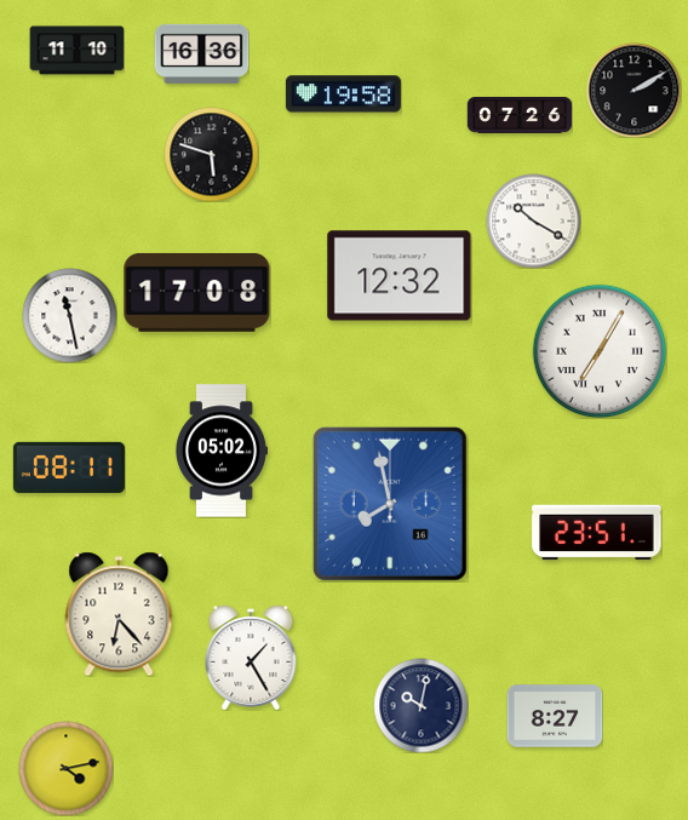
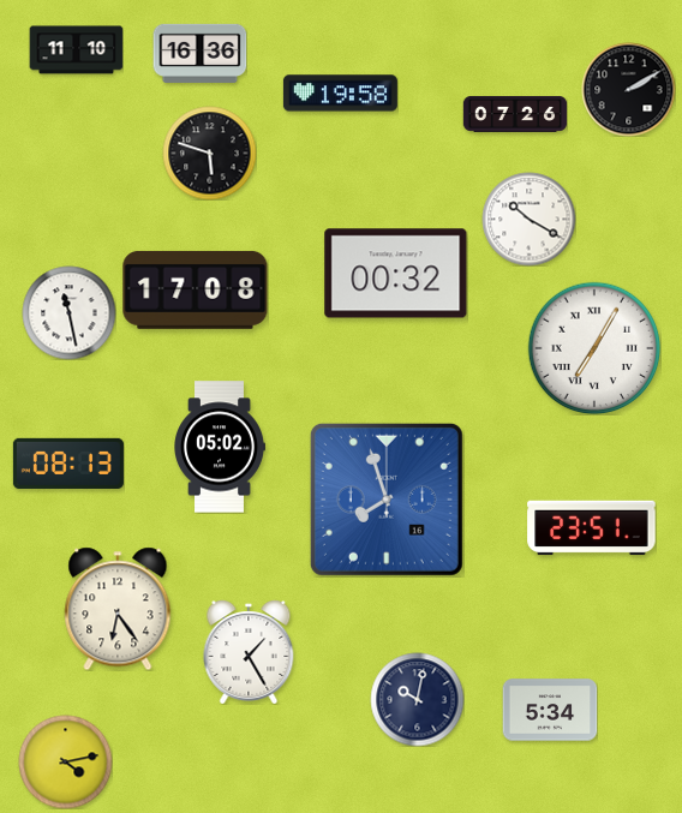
clock at (400, 276): 12:32 -> 00:32
clock at (69, 468): 08:11 -> 08:13
clock at (390, 504): 7:58 -> 7:57
clock at (119, 614): 6:23 -> 6:24
clock at (555, 716): 8:27 -> 5:34
